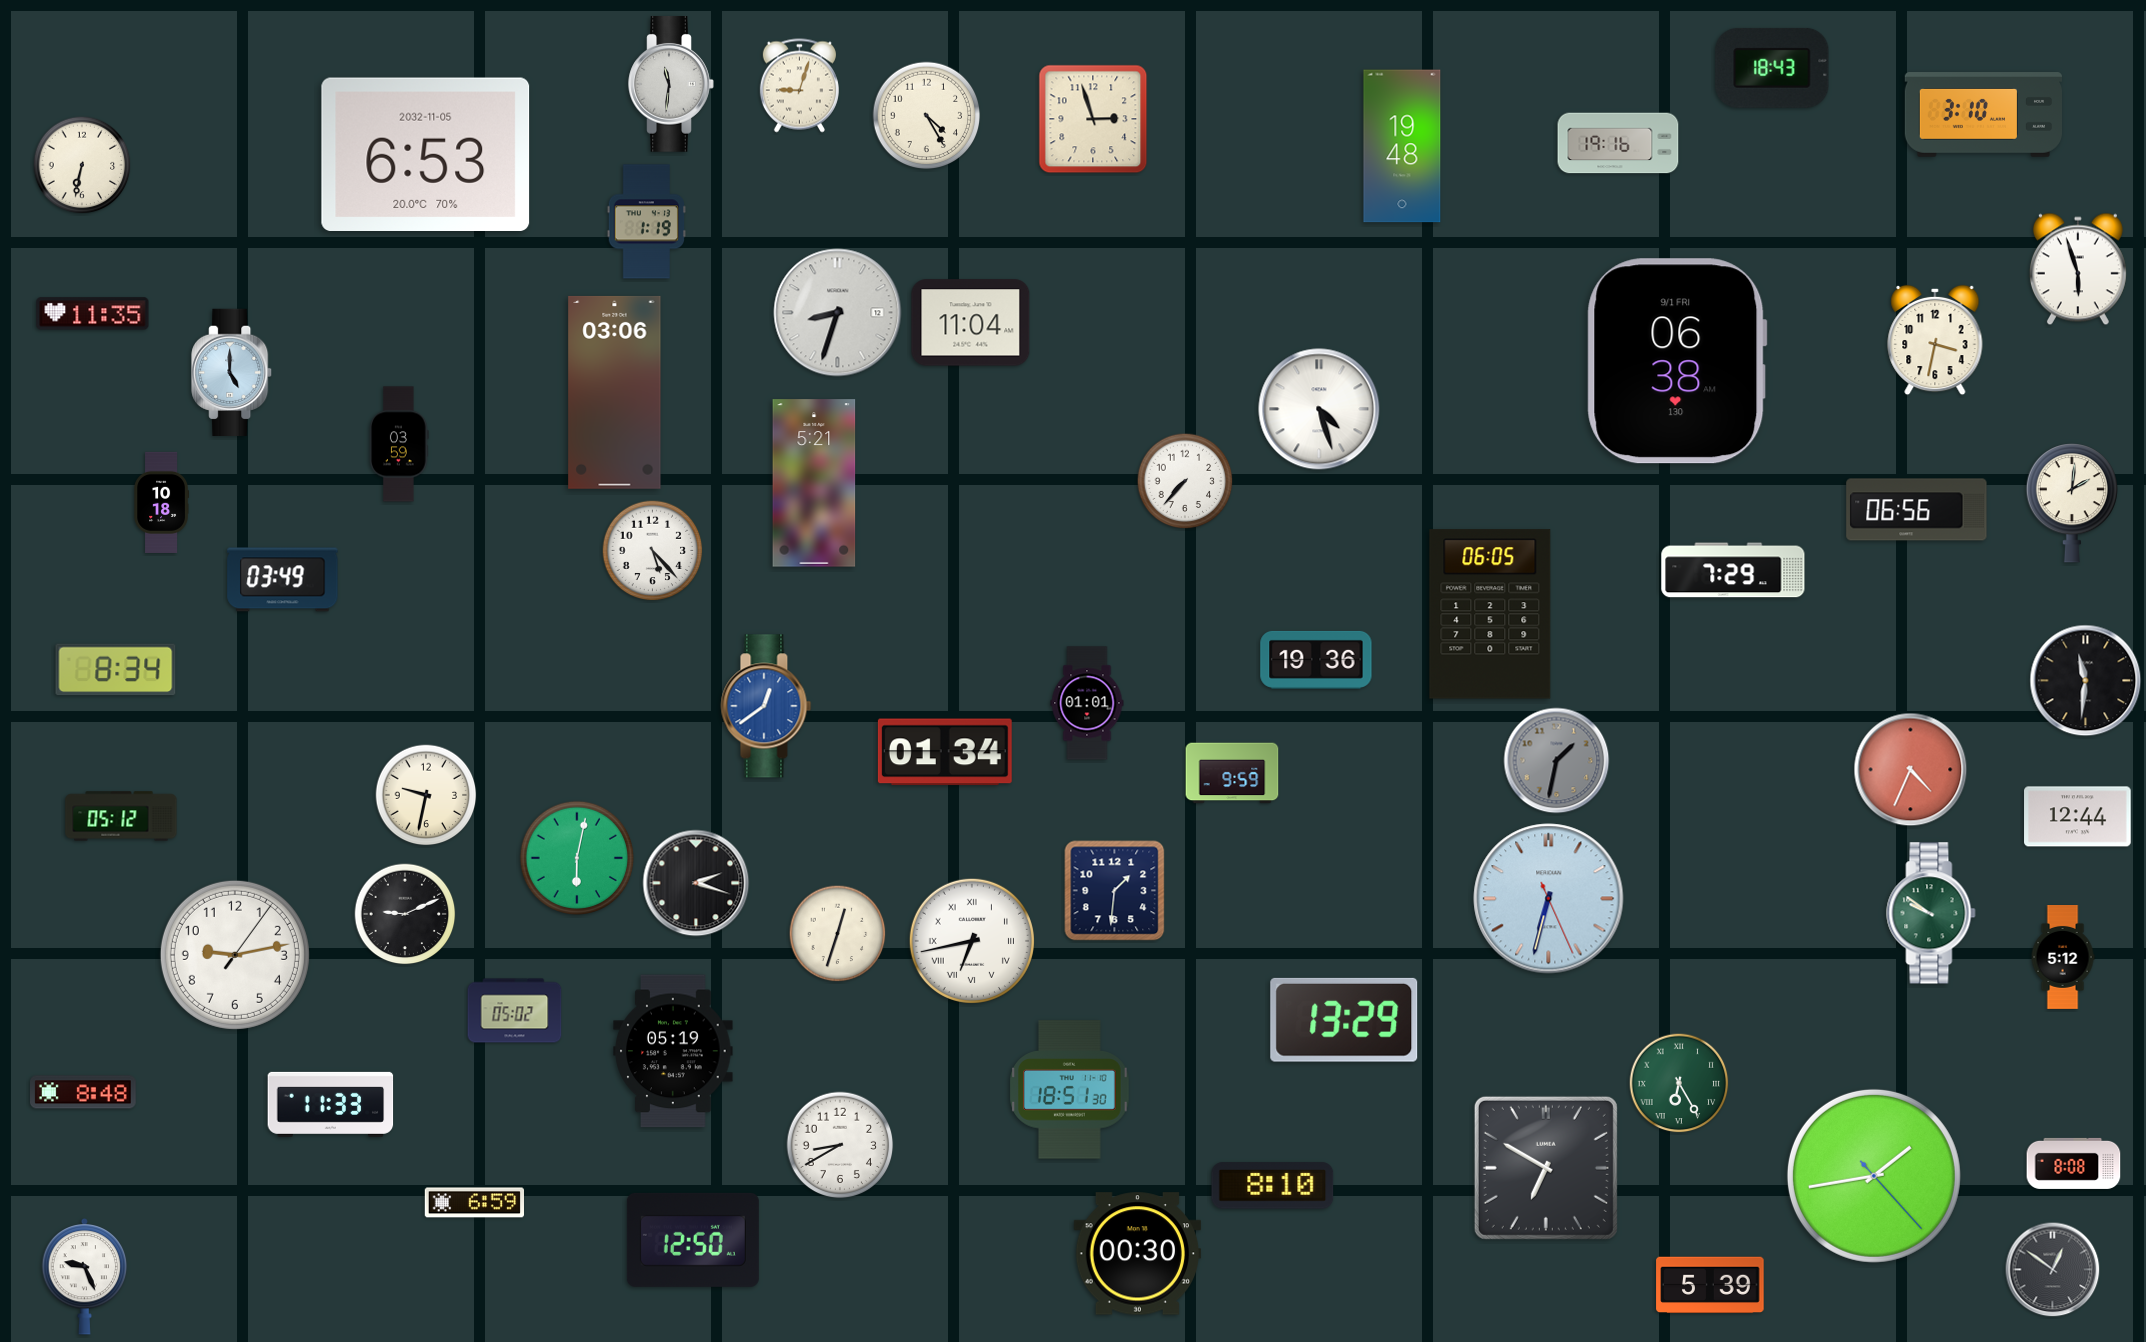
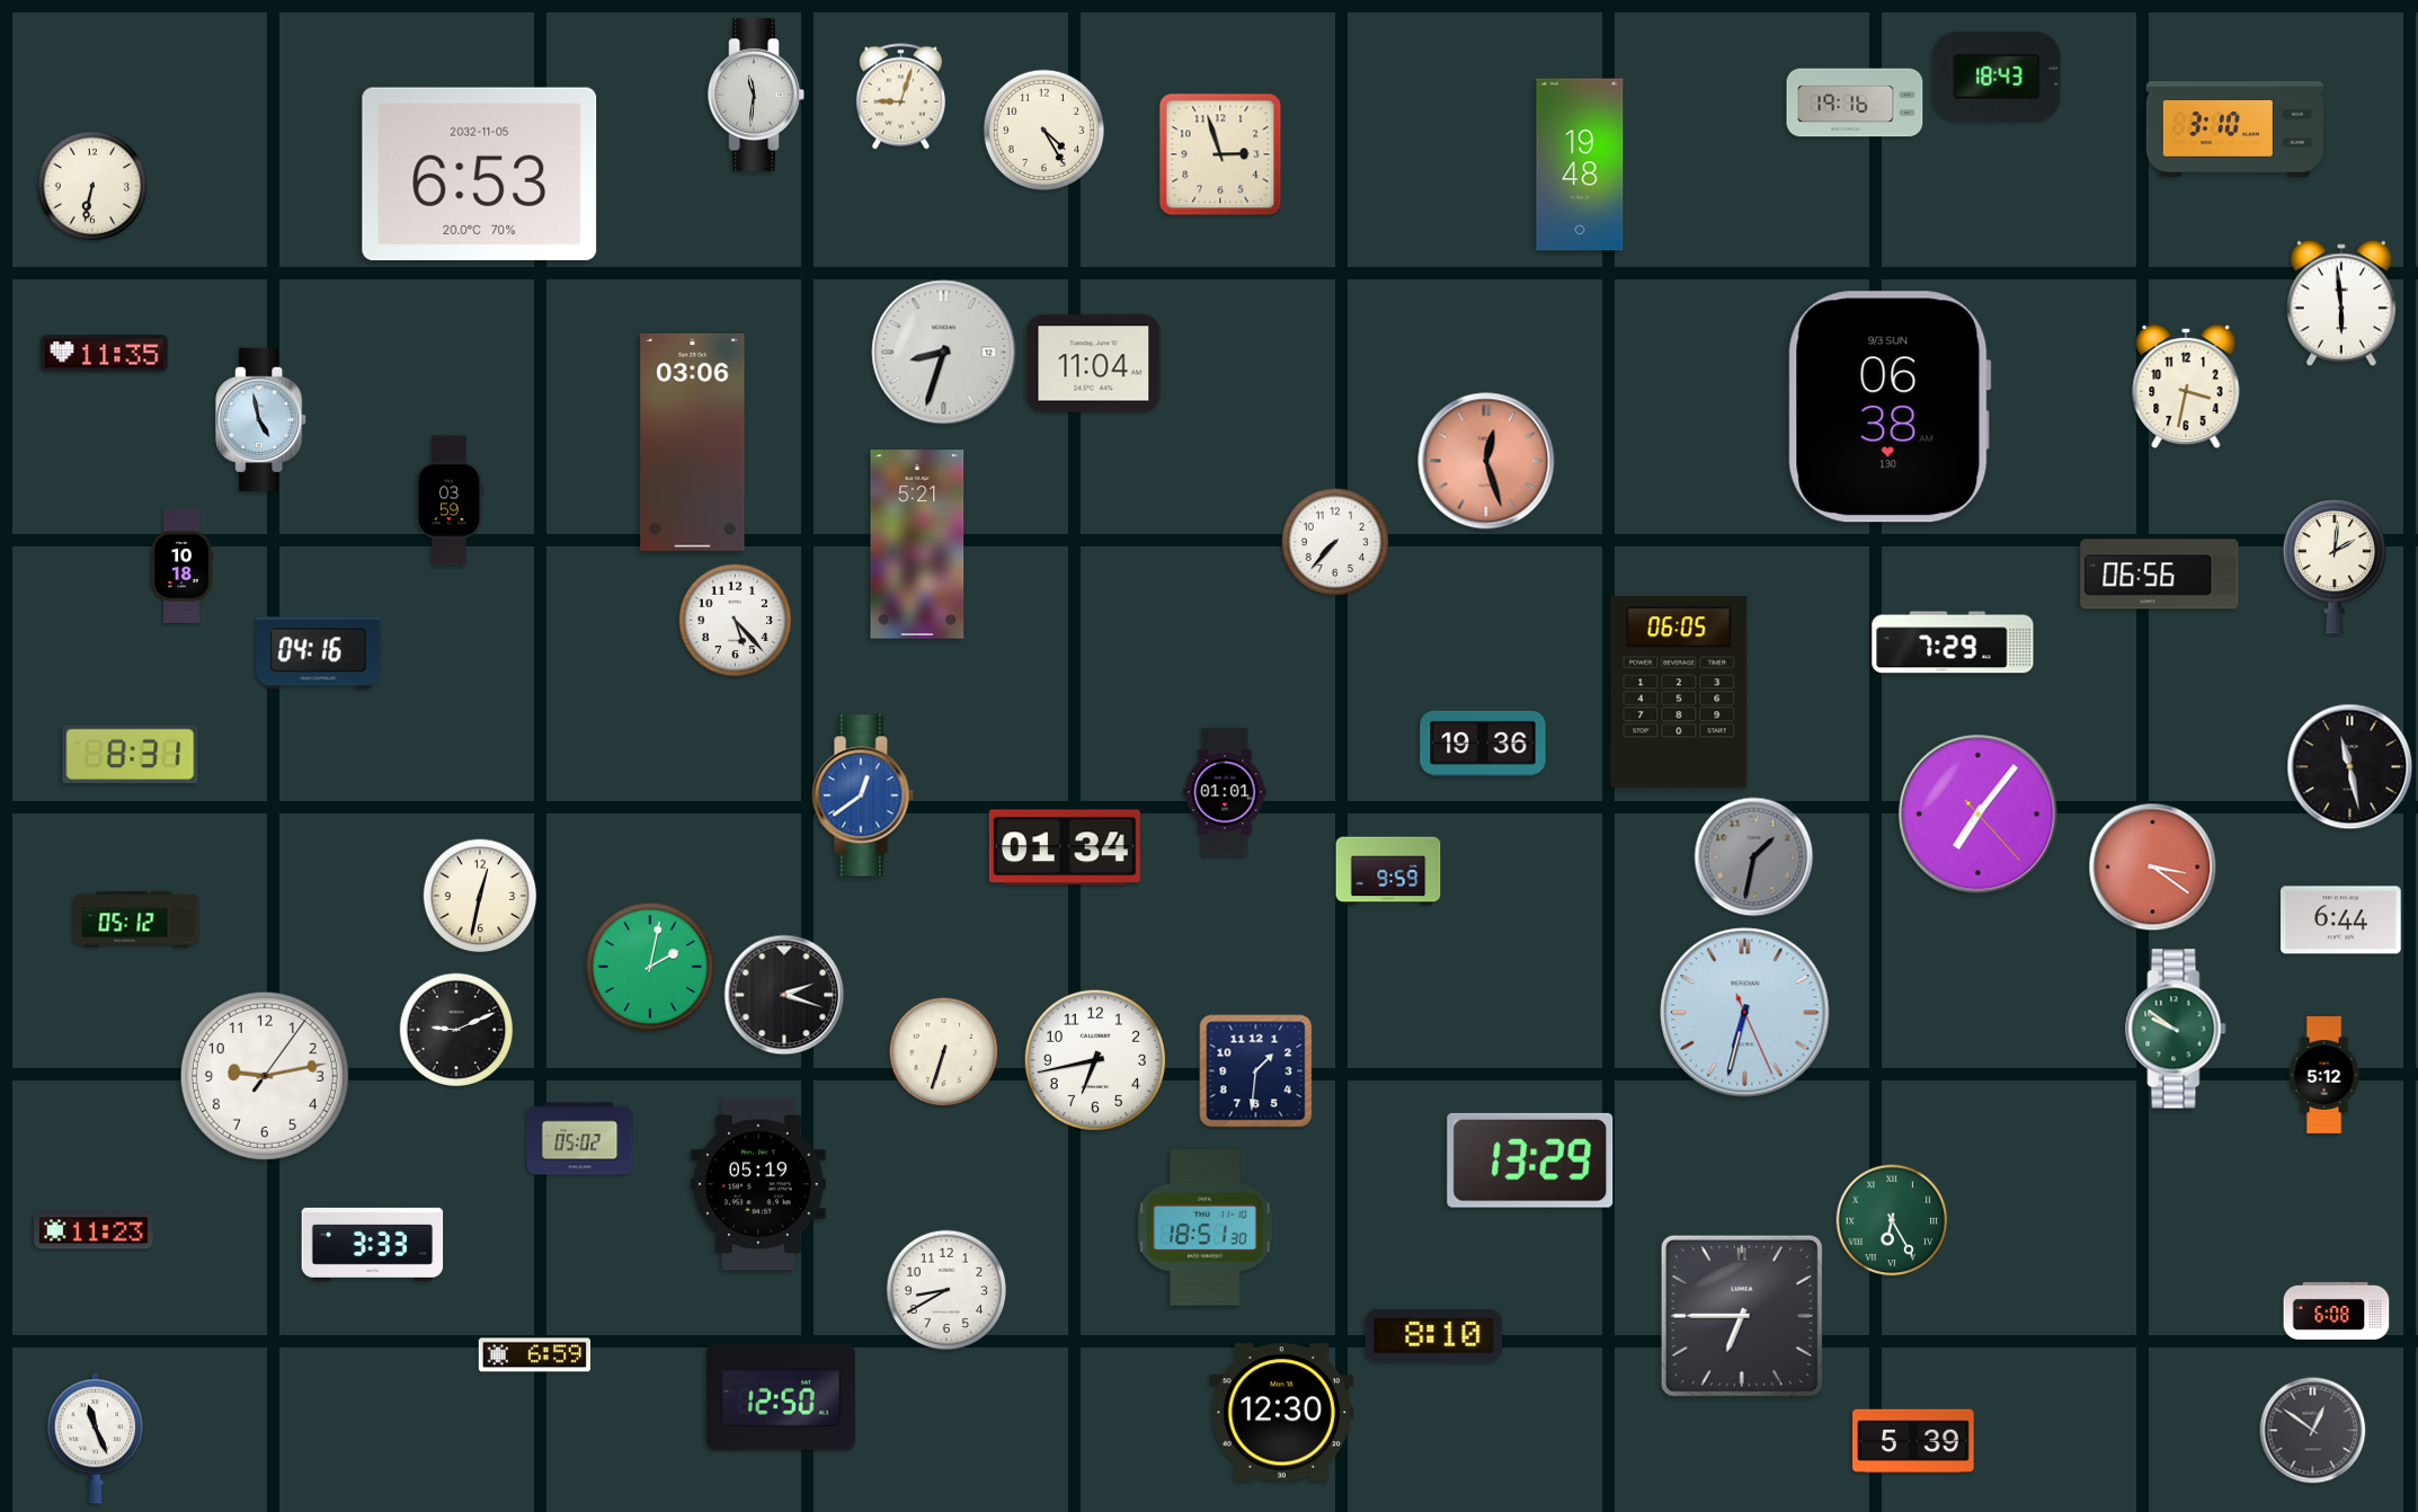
clock at (1093, 119) position: (1093, 119) -> (1220, 154)
clock at (1618, 143) position: (1618, 143) -> (1855, 103)
clock at (646, 222): 1:19 -> none
clock at (2078, 269): 5:57 -> 5:59
clock at (1935, 340) position: (1935, 340) -> (2186, 386)
clock at (1677, 361) date: 9/1 FRI -> 9/3 SUN
clock at (232, 373): 5:00 -> 4:58
clock at (1319, 409): 4:27 -> 12:27
clock at (1319, 409) dial: white -> salmon
clock at (283, 580): 03:49 -> 04:16
clock at (116, 670): 8:34 -> 8:31
clock at (2086, 681): 11:31 -> 11:28
clock at (1979, 815): none -> 7:06
clock at (1911, 770): 4:34 -> 3:21
clock at (426, 795): 9:32 -> 12:32
clock at (2078, 817): 12:44 -> 6:44
clock at (577, 858): 6:02 -> 2:02
clock at (1115, 891) position: (1115, 891) -> (1256, 1071)
clock at (838, 934): 12:33 -> 6:33
clock at (972, 941) numerals: Roman -> Arabic
clock at (2063, 958) position: (2063, 958) -> (2324, 1076)
clock at (1344, 1020) position: (1344, 1020) -> (1530, 1160)
clock at (84, 1092): 8:48 -> 11:23
clock at (331, 1104): 11:33 -> 3:33
clock at (2074, 1163): 8:08 -> 6:08
clock at (1546, 1168): 6:50 -> 6:45
clock at (1874, 1176): 1:43 -> none
clock at (1137, 1254): 00:30 -> 12:30
clock at (85, 1276): 9:26 -> 11:26
clock at (1710, 1285) position: (1710, 1285) -> (1913, 1441)
